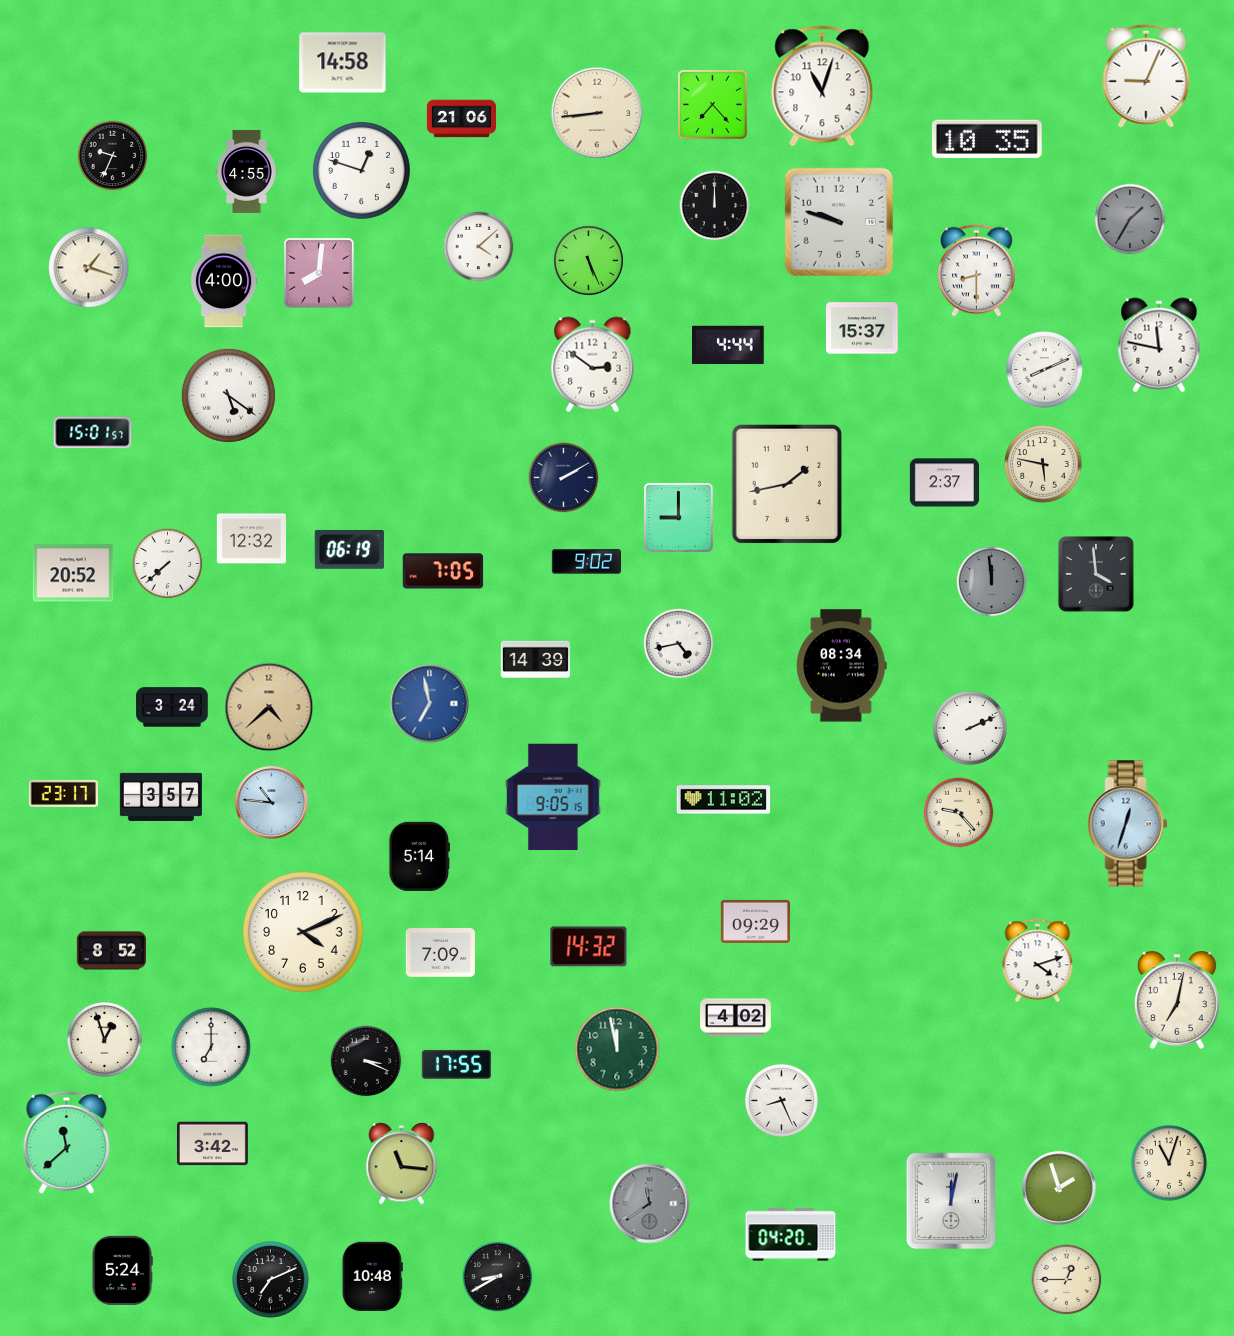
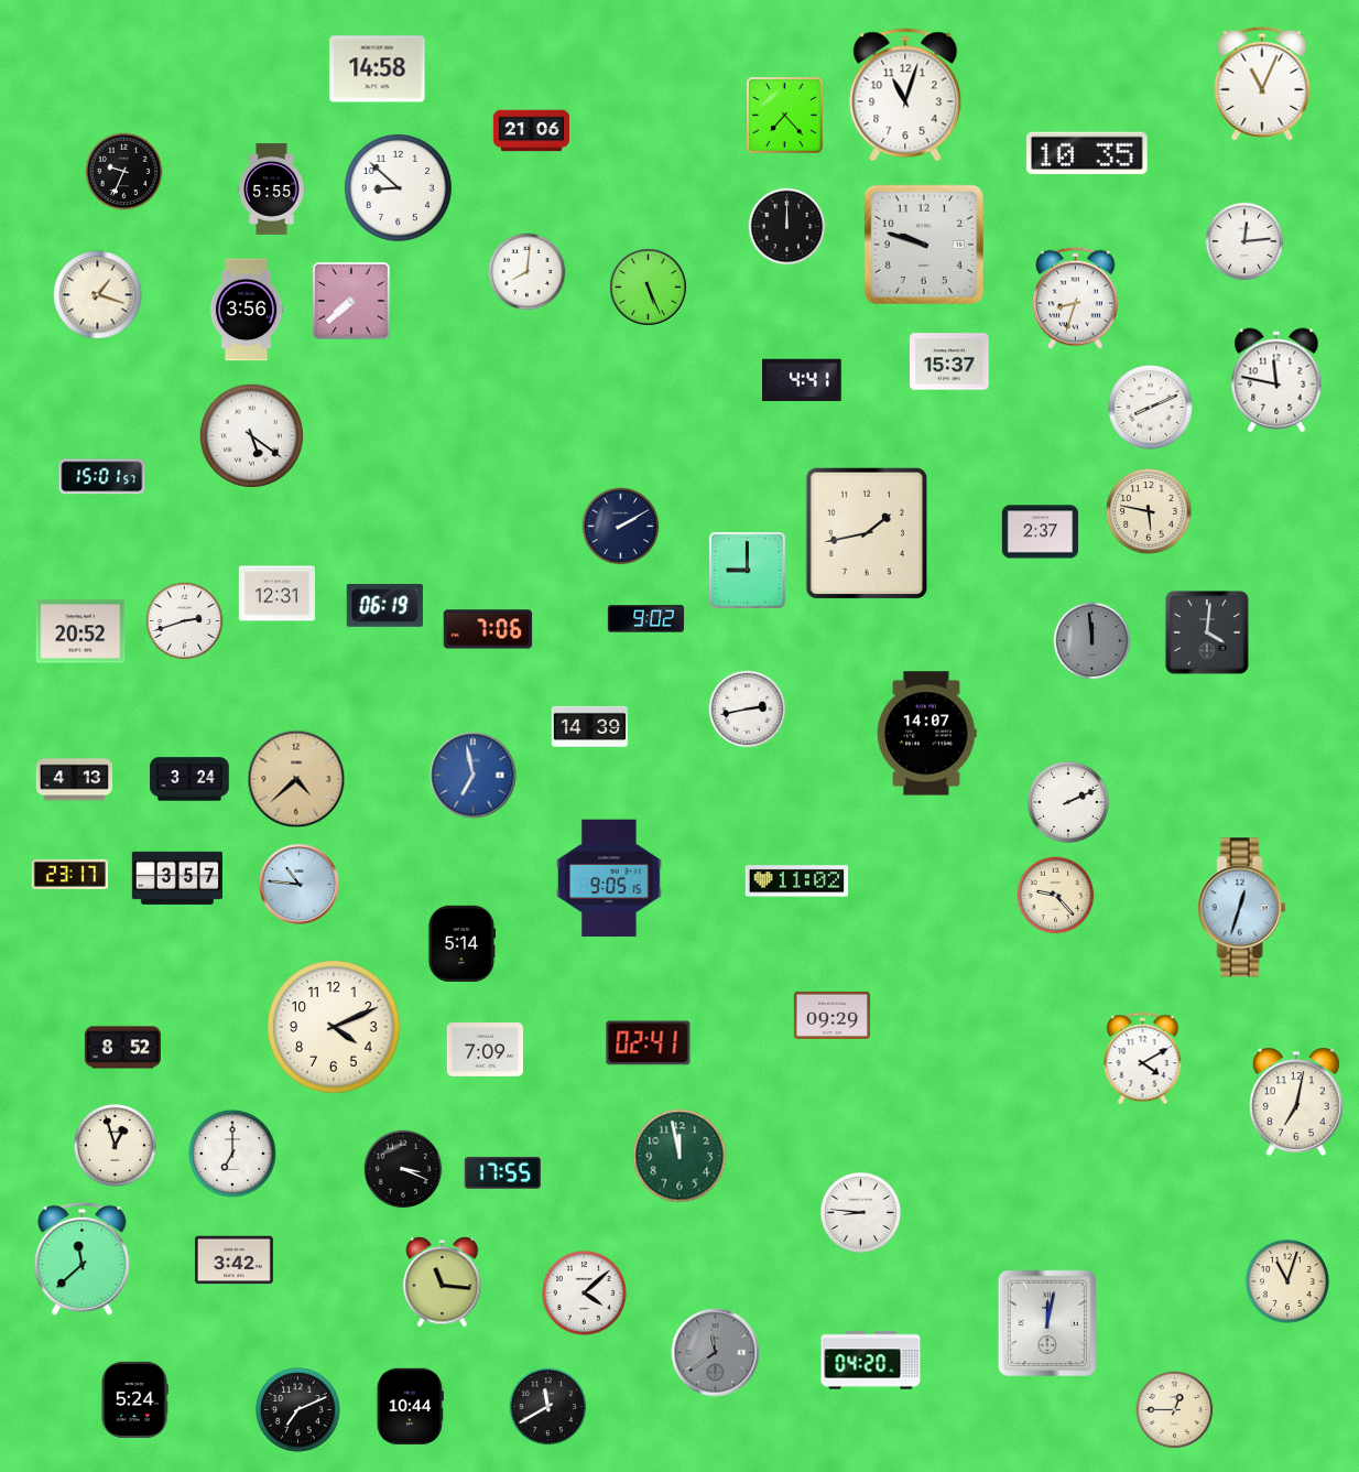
clock at (1146, 76): 9:04 -> 11:04
clock at (597, 113): 8:44 -> none
clock at (461, 119) position: (461, 119) -> (531, 131)
clock at (362, 170): 12:48 -> 8:52
clock at (247, 171): 4:55 -> 5:55
clock at (1130, 219): 1:35 -> 12:14
clock at (1130, 219) dial: grey -> white
clock at (479, 247): 4:08 -> 8:01
clock at (977, 270): 8:30 -> 8:33
clock at (319, 273): 8:01 -> 7:38
clock at (224, 281): 4:00 -> 3:56
clock at (728, 345): 4:44 -> 4:41
clock at (593, 365): 2:51 -> none
clock at (251, 539): 12:32 -> 12:31
clock at (168, 564): 7:38 -> 2:42
clock at (443, 571): 7:05 -> 7:06
clock at (1096, 574): 3:59 -> 4:01
clock at (679, 644): 4:43 -> 2:43
clock at (842, 666): 08:34 -> 14:07
clock at (74, 780): none -> 4:13
clock at (589, 947): 14:32 -> 02:41
clock at (1038, 961): 4:12 -> 4:10
clock at (736, 1018): 4:02 -> none
clock at (781, 1100): 8:26 -> 8:46
clock at (67, 1142) position: (67, 1142) -> (83, 1258)
clock at (585, 1294): none -> 4:08
clock at (1059, 1188): 1:57 -> none
clock at (650, 1204) position: (650, 1204) -> (716, 1353)
clock at (372, 1276): 10:48 -> 10:44
clock at (498, 1277): 8:40 -> 11:40
